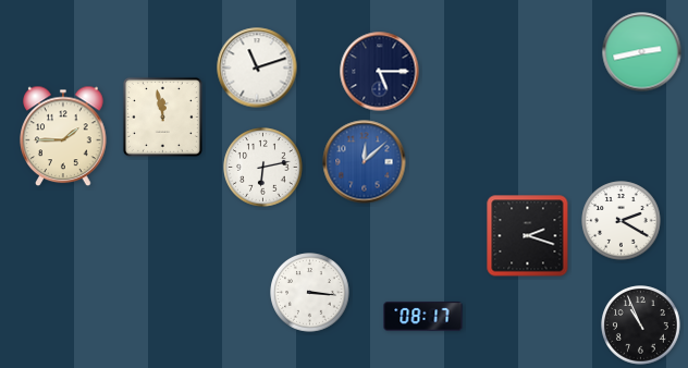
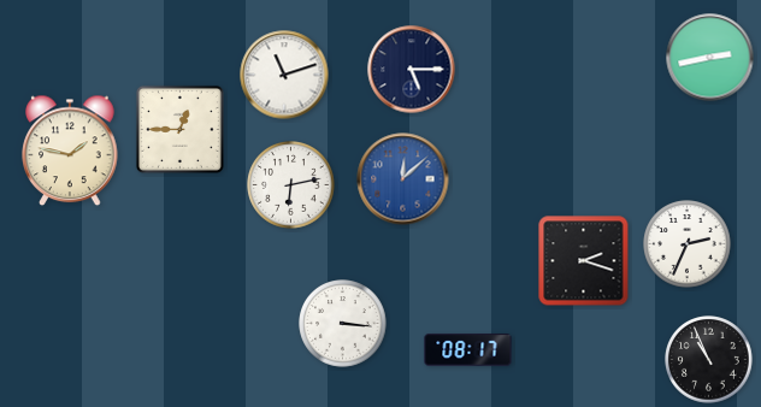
clock at (380, 72) position: (380, 72) -> (412, 70)
clock at (162, 116): 11:58 -> 12:45
clock at (63, 136): 1:45 -> 1:47
clock at (622, 221): 2:20 -> 2:34
